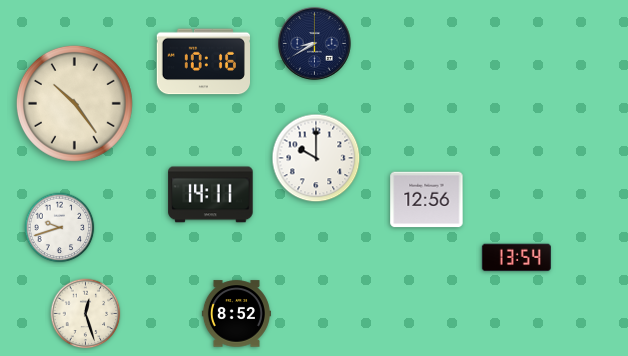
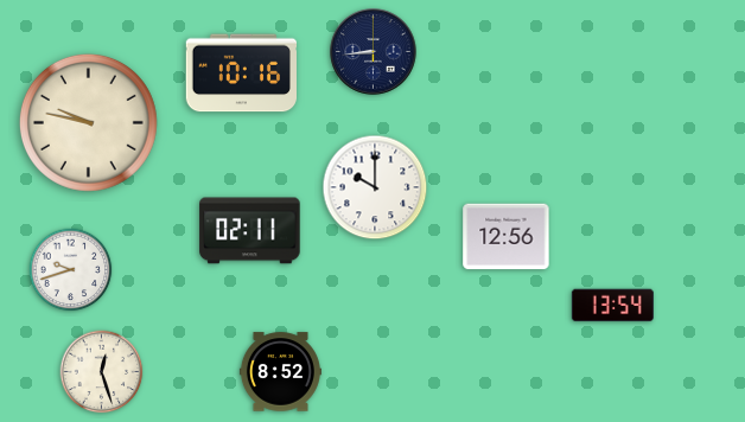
clock at (315, 44): 8:40 -> 8:44
clock at (74, 103): 10:24 -> 9:47
clock at (211, 195): 14:11 -> 02:11
